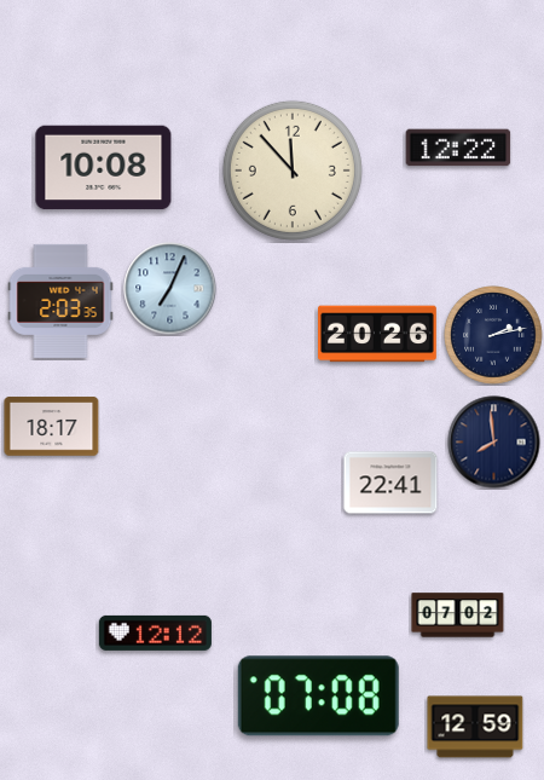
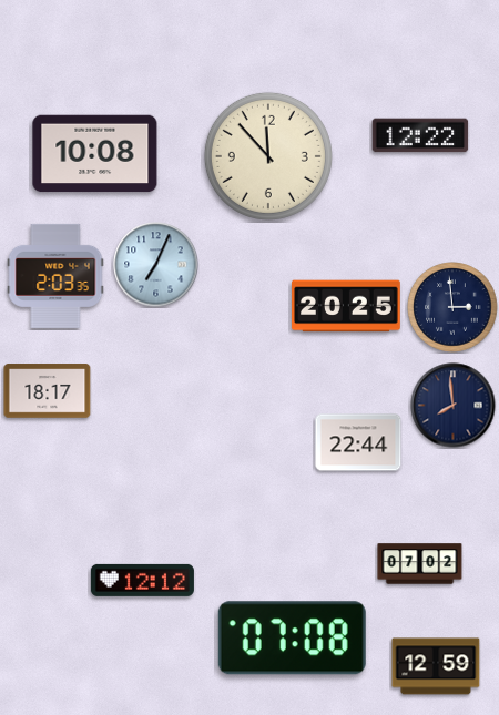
clock at (378, 334): 20:26 -> 20:25
clock at (493, 335): 2:13 -> 2:59
clock at (390, 483): 22:41 -> 22:44
